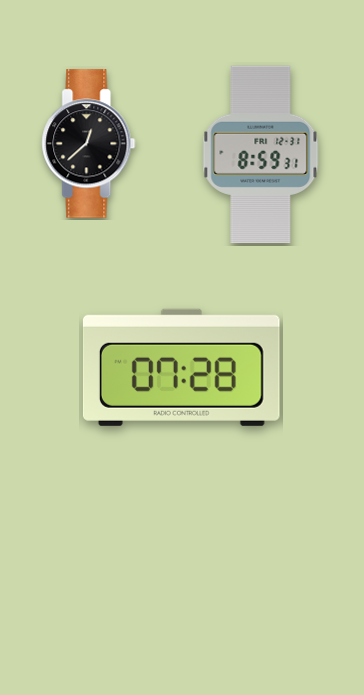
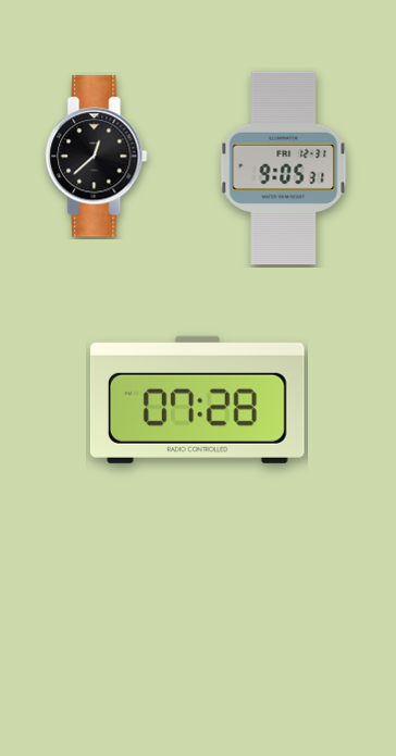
clock at (261, 155): 8:59 -> 9:05
